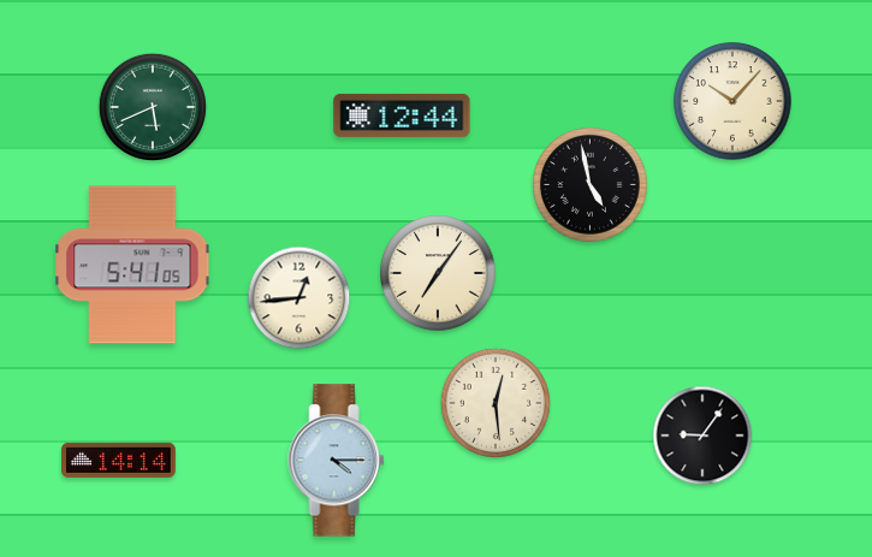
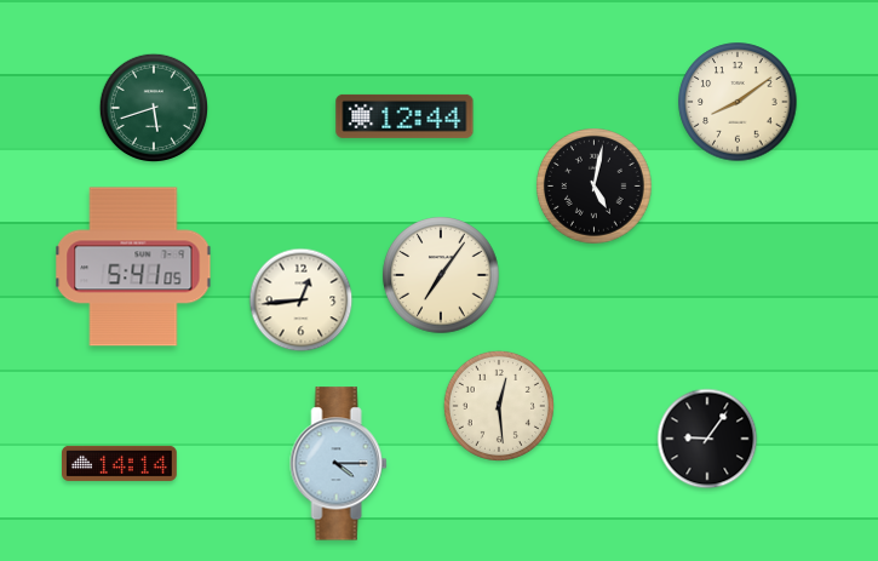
clock at (732, 101): 10:07 -> 8:09
clock at (152, 106): 5:41 -> 5:42
clock at (591, 185): 4:58 -> 5:02
